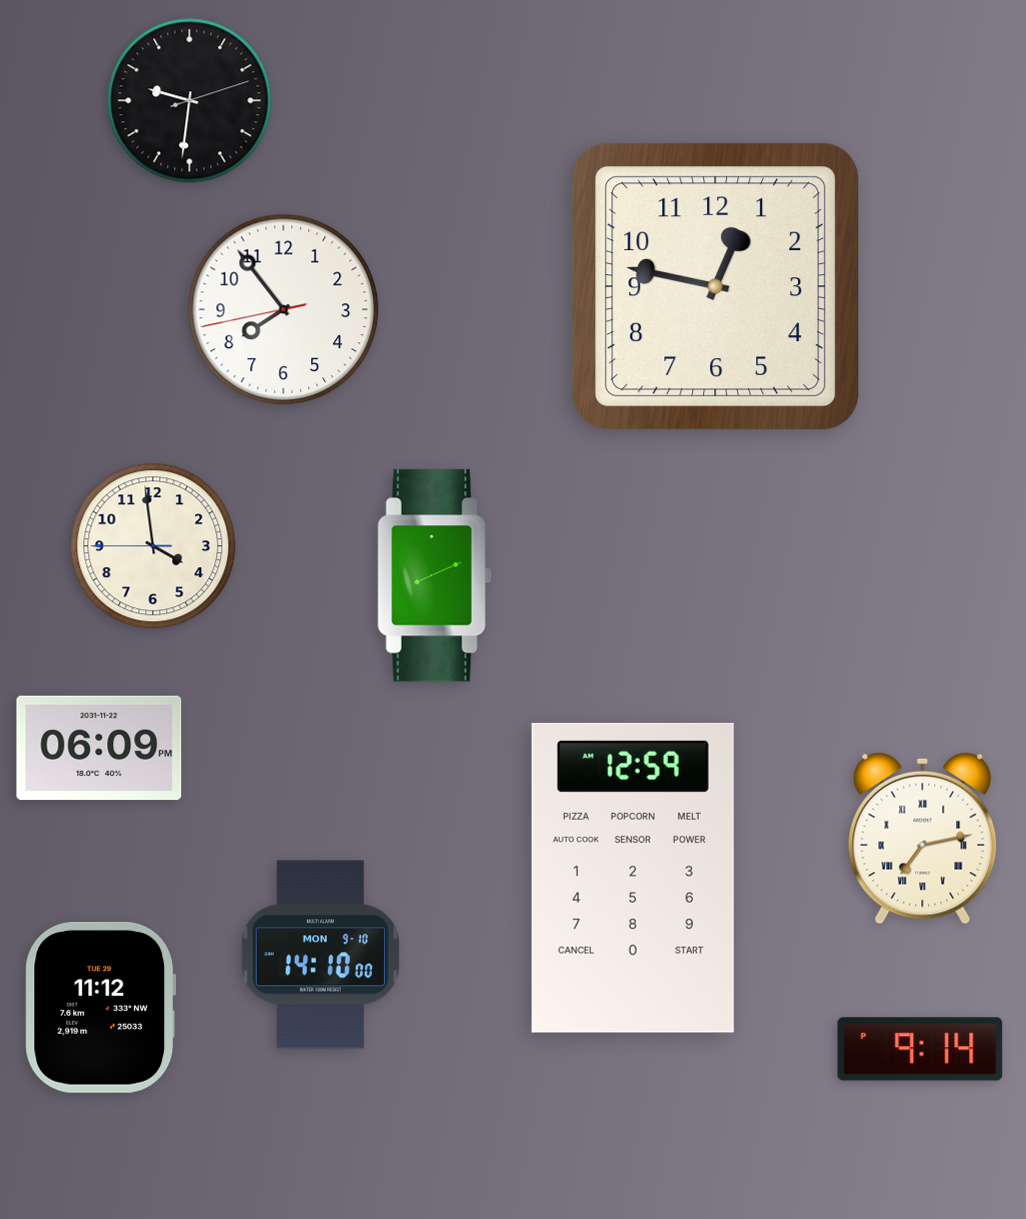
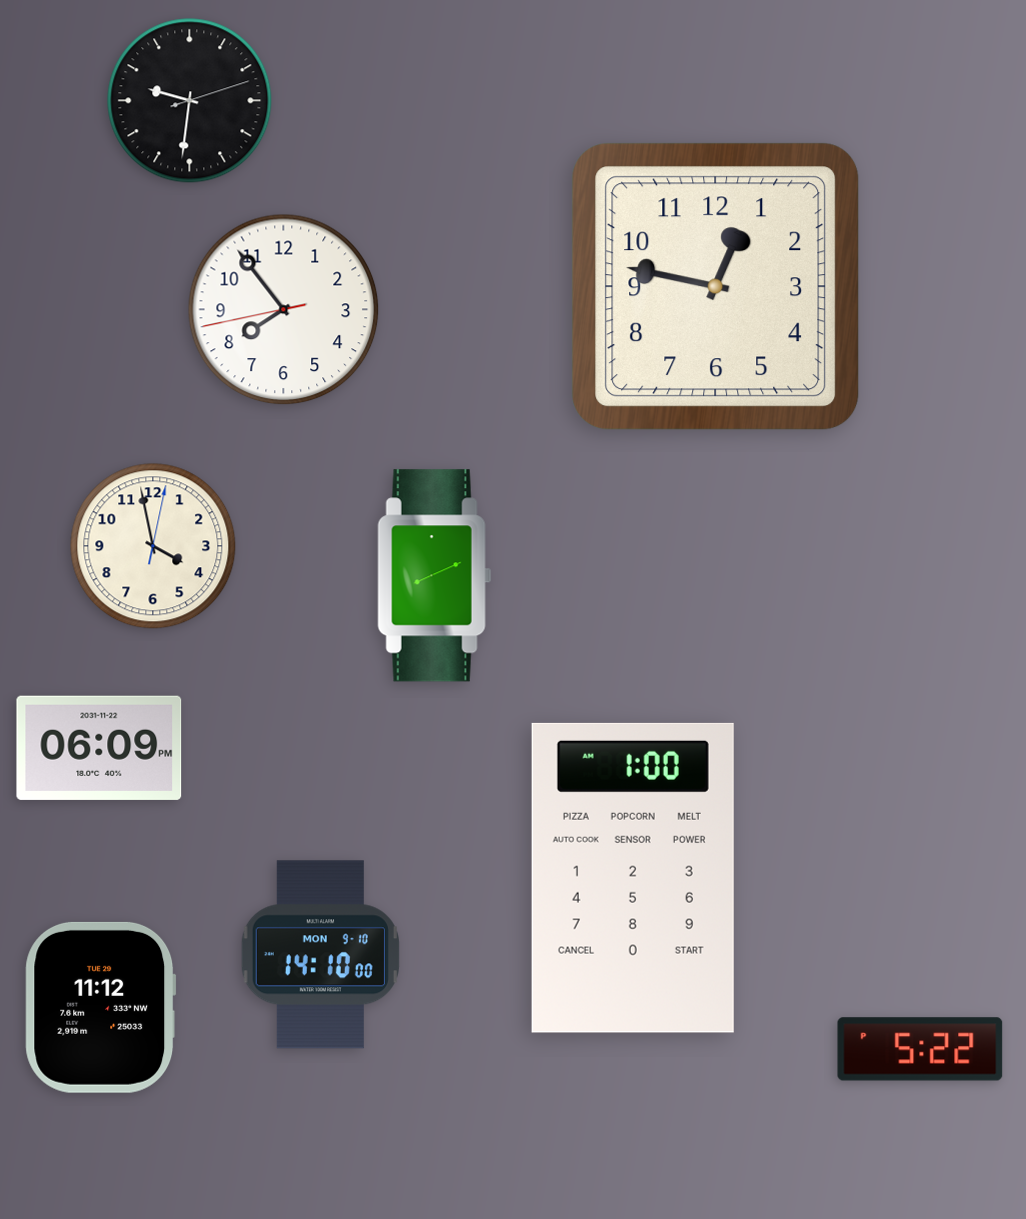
clock at (153, 546): 3:58:45 -> 3:58:02
clock at (923, 839): 7:13 -> none
clock at (633, 878): 12:59 -> 1:00
clock at (920, 1049): 9:14 -> 5:22
